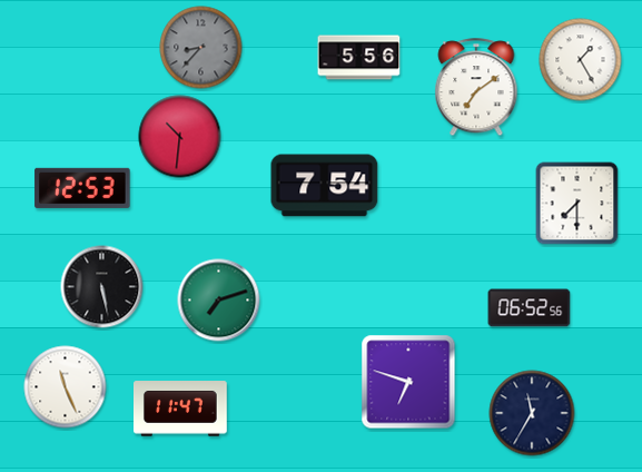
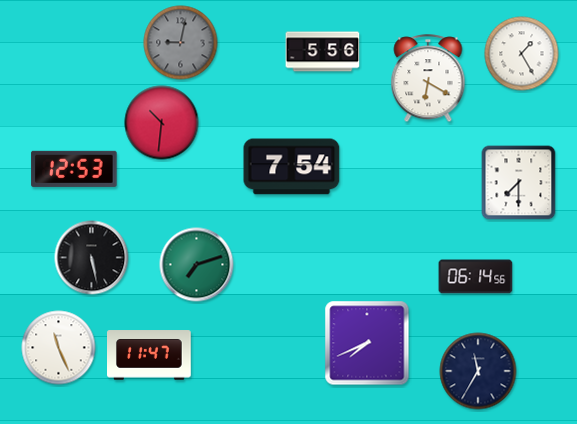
clock at (201, 48): 8:37 -> 9:02
clock at (476, 88): 7:09 -> 6:20
clock at (219, 301) position: (219, 301) -> (197, 265)
clock at (530, 308): 06:52 -> 06:14
clock at (408, 382): 6:48 -> 7:41
clock at (181, 409) position: (181, 409) -> (150, 355)
